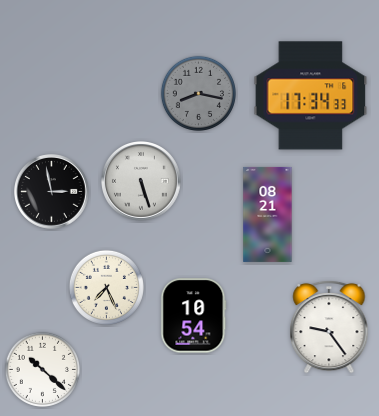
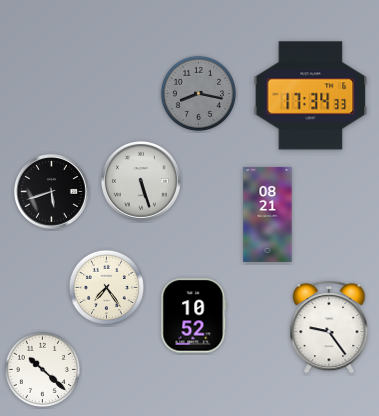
clock at (52, 192): 2:58 -> 5:42
clock at (106, 287): 7:26 -> 7:24
clock at (194, 316): 10:54 -> 10:52
